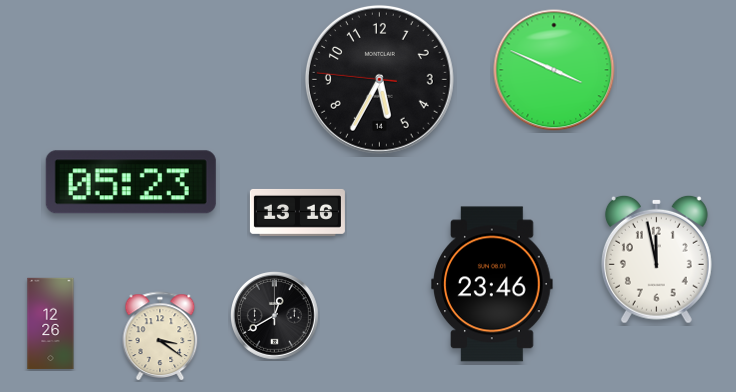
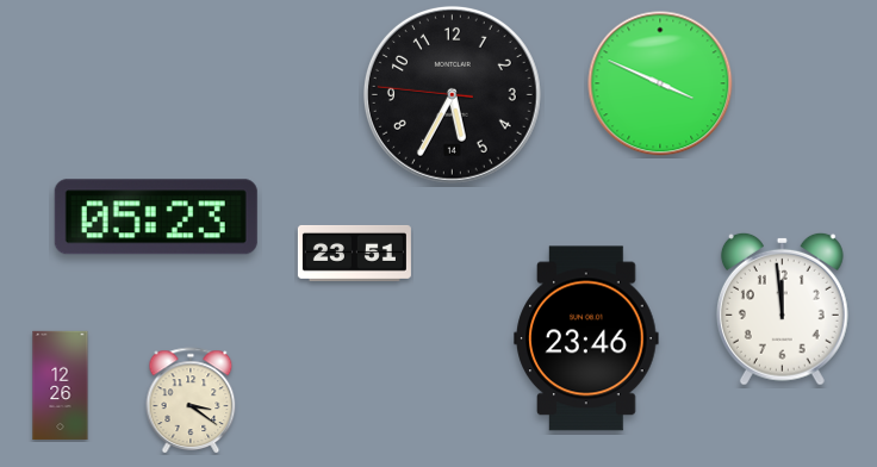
clock at (297, 212): 13:16 -> 23:51
clock at (656, 259): 11:58 -> 11:59
clock at (275, 316): 12:40 -> none
